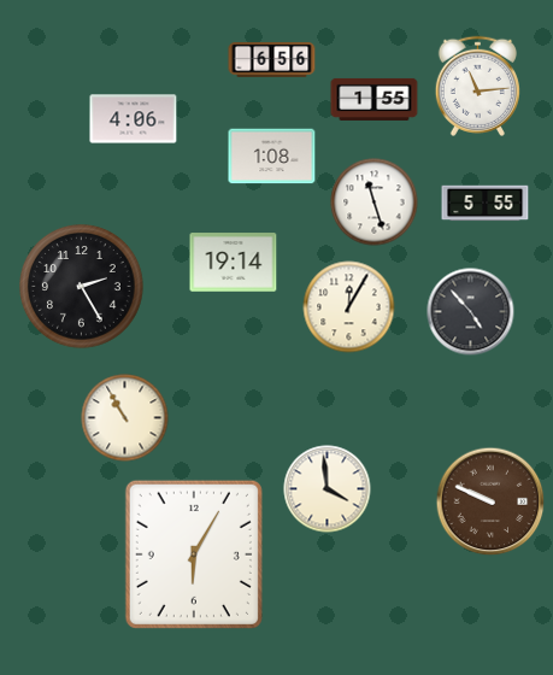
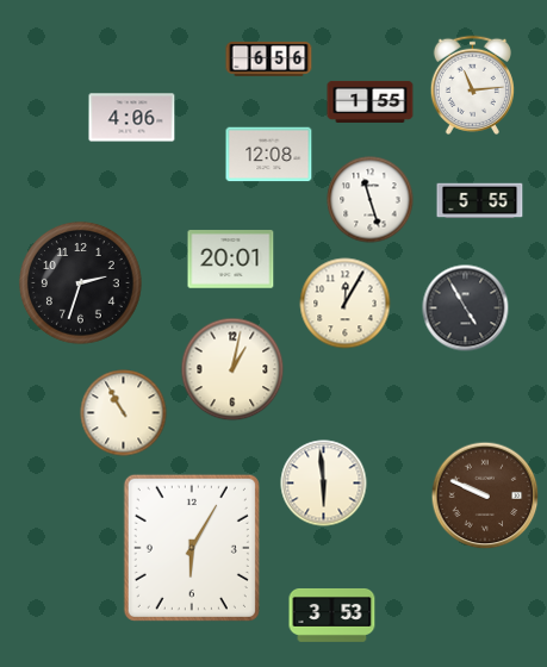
clock at (375, 99) position: (375, 99) -> (371, 101)
clock at (272, 157): 1:08 -> 12:08
clock at (234, 263): 19:14 -> 20:01
clock at (82, 287): 2:25 -> 2:33
clock at (471, 312): 4:53 -> 4:55
clock at (232, 369): none -> 1:02
clock at (328, 489): 3:59 -> 5:59
clock at (332, 615): none -> 3:53
